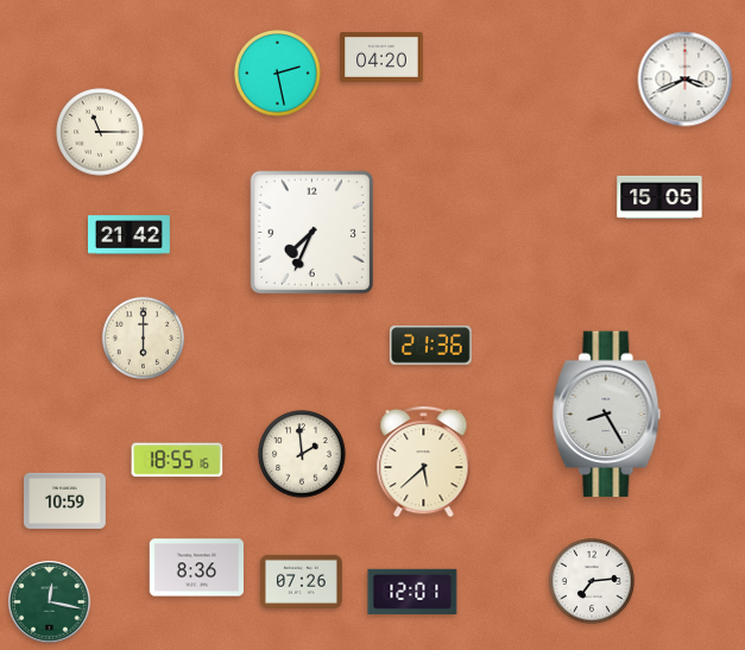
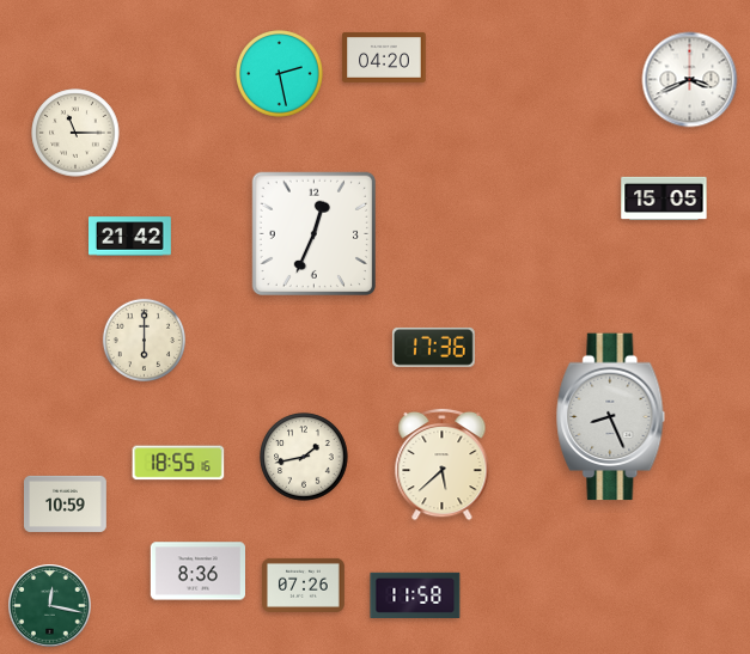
clock at (100, 132) position: (100, 132) -> (75, 133)
clock at (311, 232): 7:34 -> 12:34
clock at (430, 345): 21:36 -> 17:36
clock at (607, 415): 8:25 -> 8:26
clock at (302, 454): 1:59 -> 1:43
clock at (424, 461) position: (424, 461) -> (443, 464)
clock at (592, 581): 7:14 -> none
clock at (412, 592): 12:01 -> 11:58
